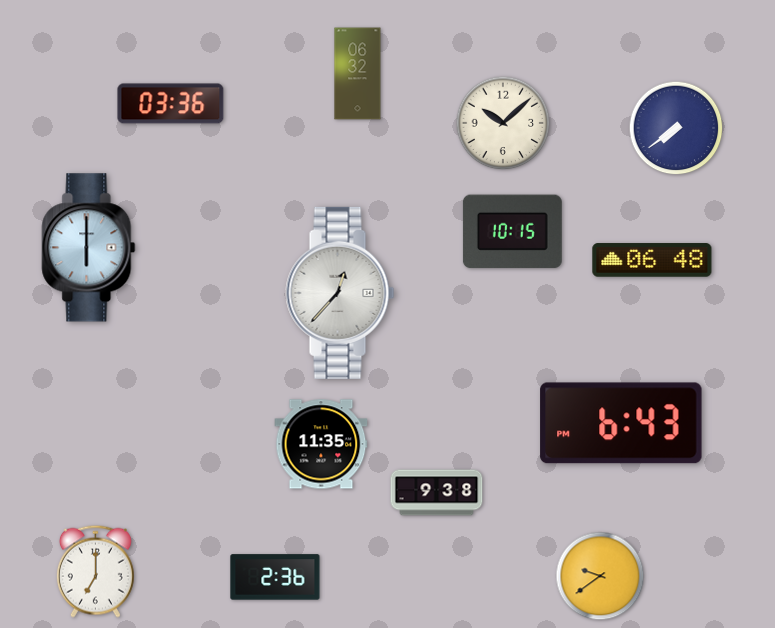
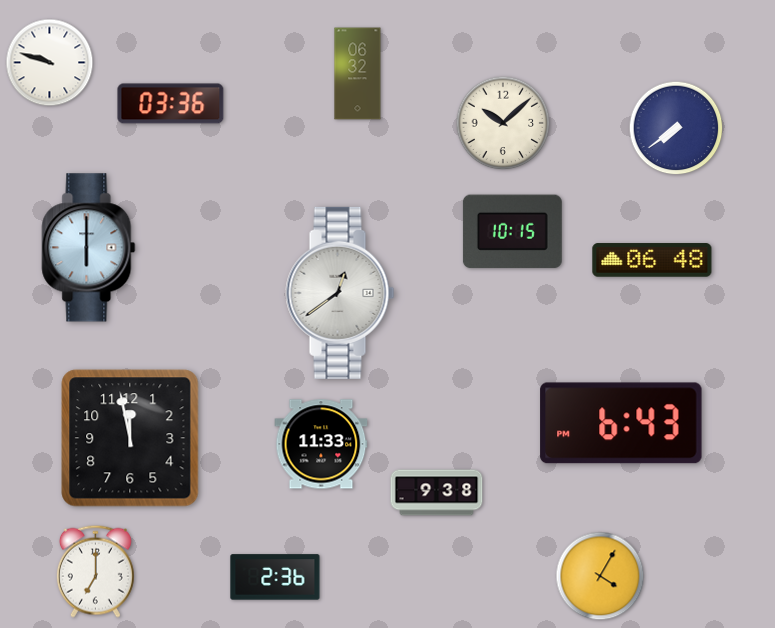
clock at (50, 63): none -> 9:48
clock at (340, 293): 12:37 -> 12:39
clock at (130, 438): none -> 11:58
clock at (321, 444): 11:35 -> 11:33
clock at (600, 576): 9:39 -> 4:05
